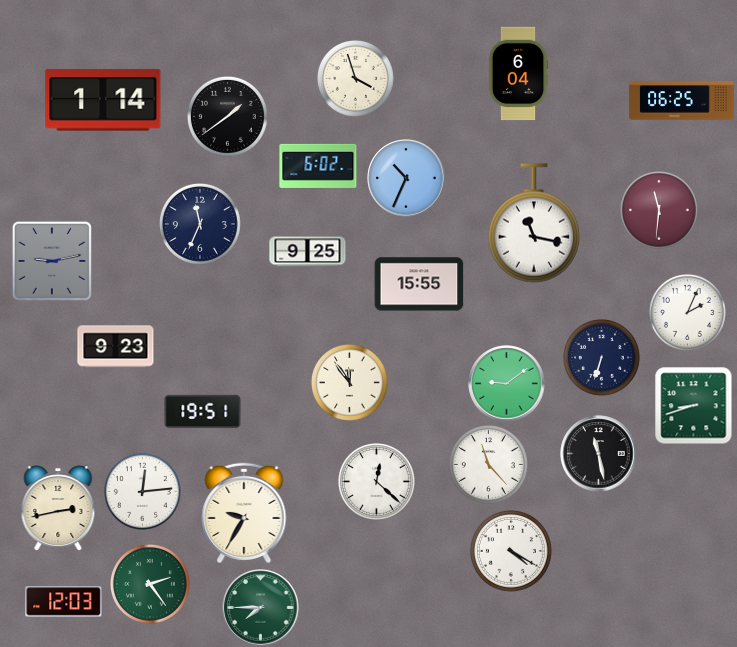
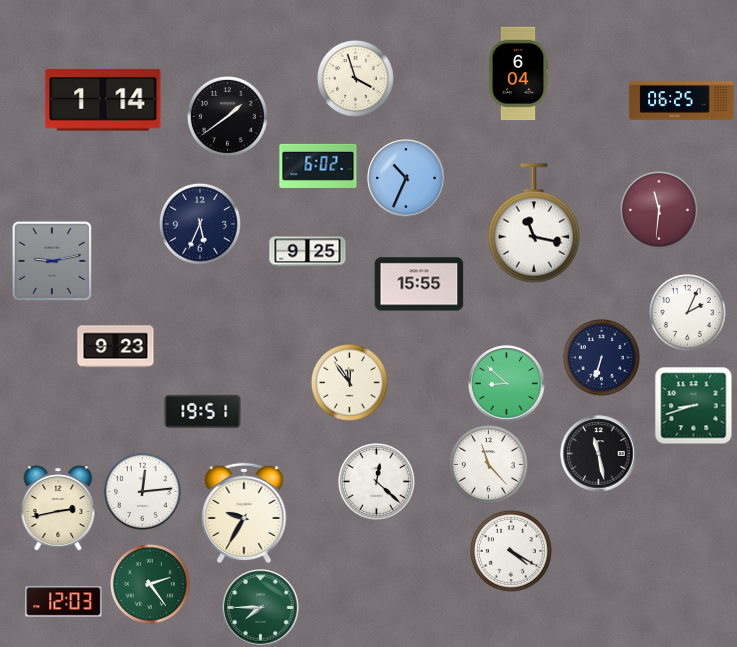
clock at (200, 224): 11:34 -> 5:34
clock at (507, 384): 9:09 -> 8:52
